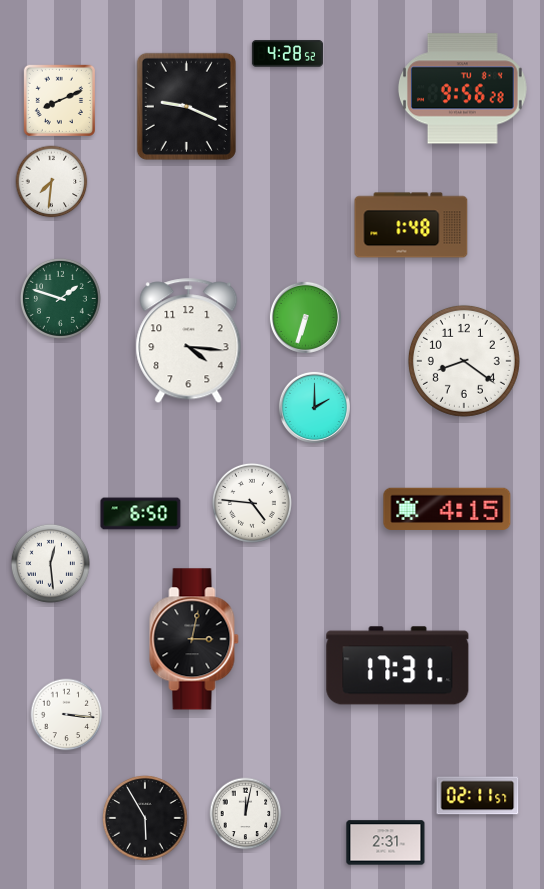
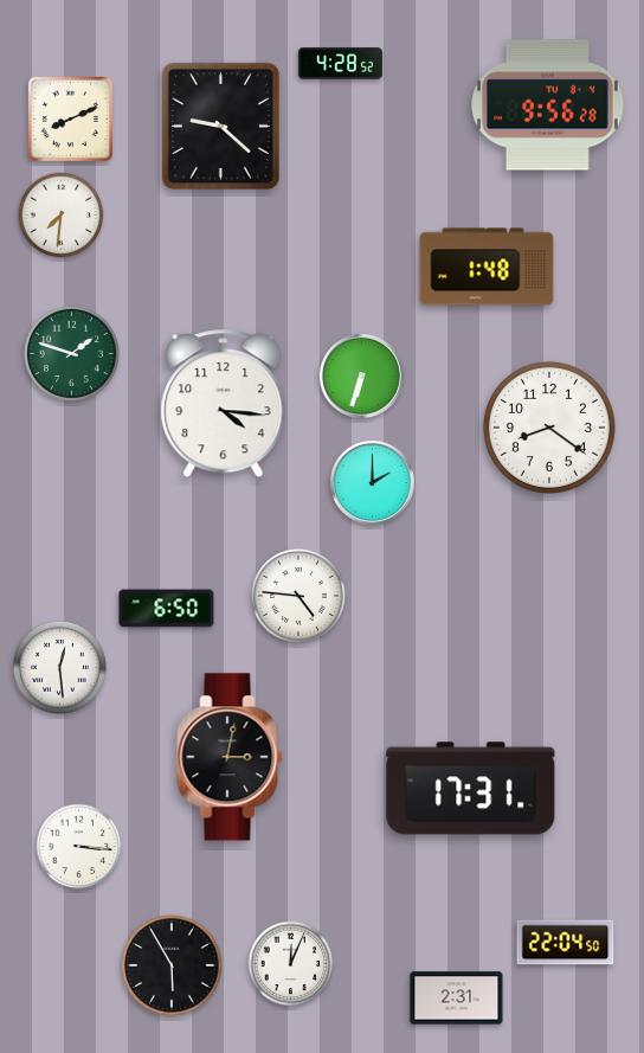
clock at (186, 106): 9:19 -> 9:22
clock at (447, 509): 4:15 -> none
clock at (478, 796): 02:11 -> 22:04
clock at (246, 814): 12:02 -> 12:04
clock at (145, 818) position: (145, 818) -> (172, 965)
